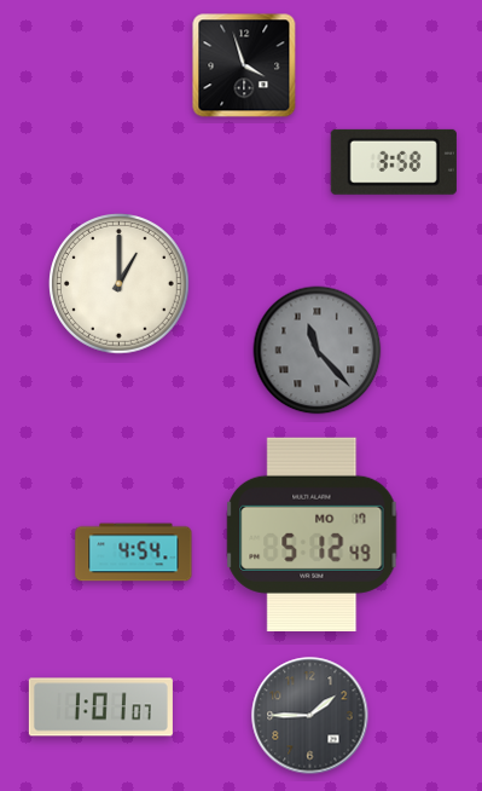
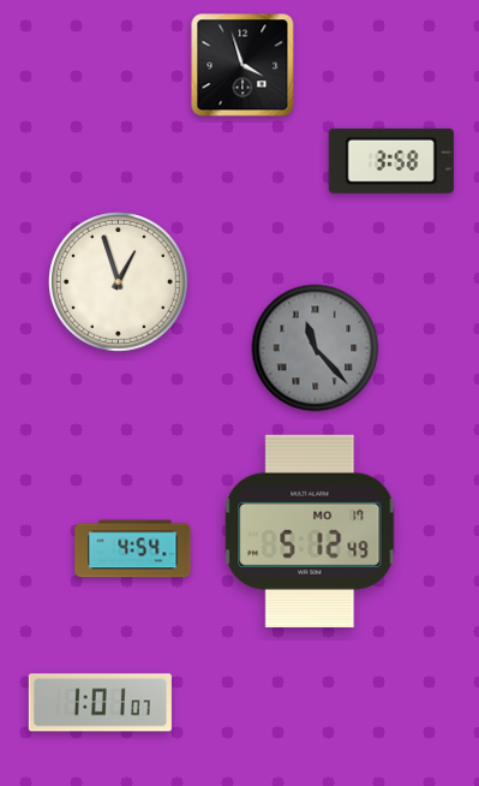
clock at (120, 284): 1:00 -> 12:57
clock at (310, 716): 1:45 -> none
